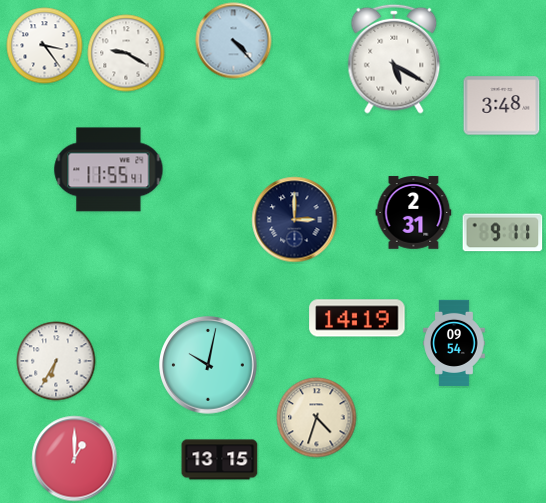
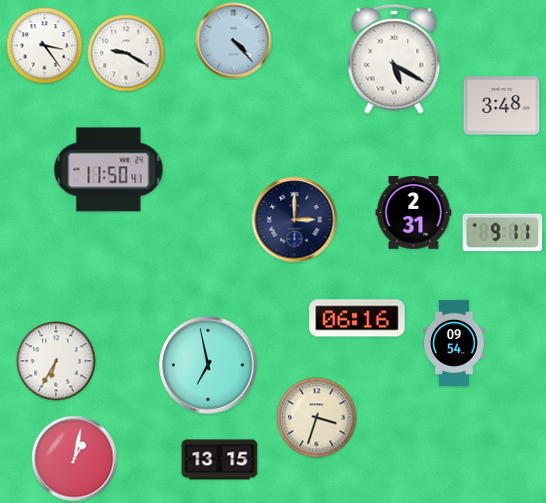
clock at (109, 170): 11:55 -> 11:50
clock at (357, 318): 14:19 -> 06:16
clock at (208, 365): 10:02 -> 6:58
clock at (317, 418): 4:33 -> 3:33
clock at (75, 459): 1:00 -> 1:02
